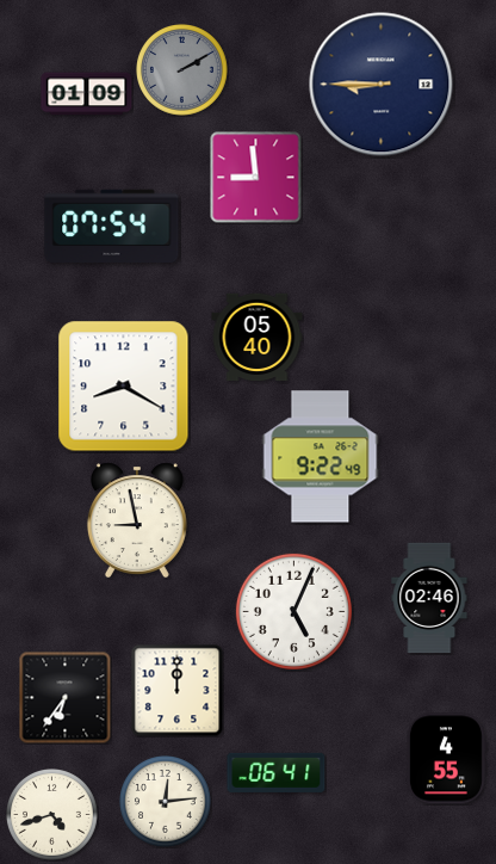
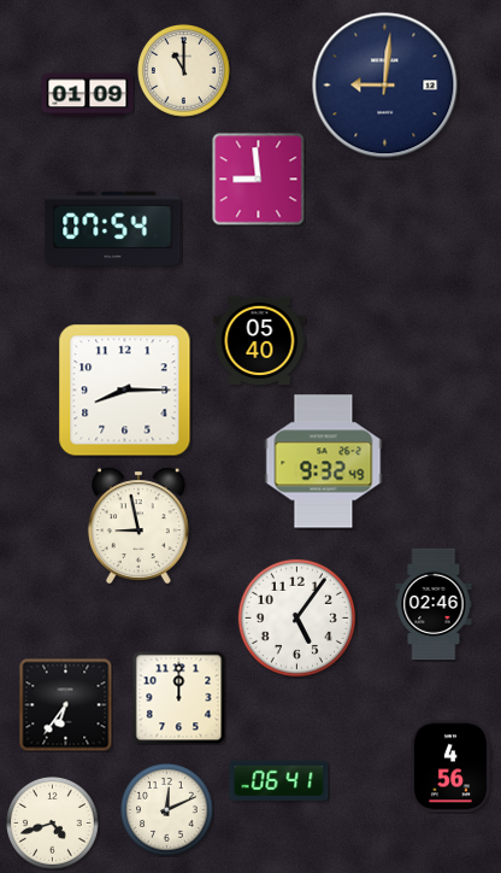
clock at (182, 70): 2:10 -> 11:00
clock at (182, 70) dial: grey -> cream
clock at (382, 85): 8:45 -> 9:01
clock at (124, 387): 8:20 -> 8:15
clock at (321, 457): 9:22 -> 9:32
clock at (293, 611): 5:04 -> 5:06
clock at (446, 759): 4:55 -> 4:56
clock at (166, 802): 12:14 -> 12:11
